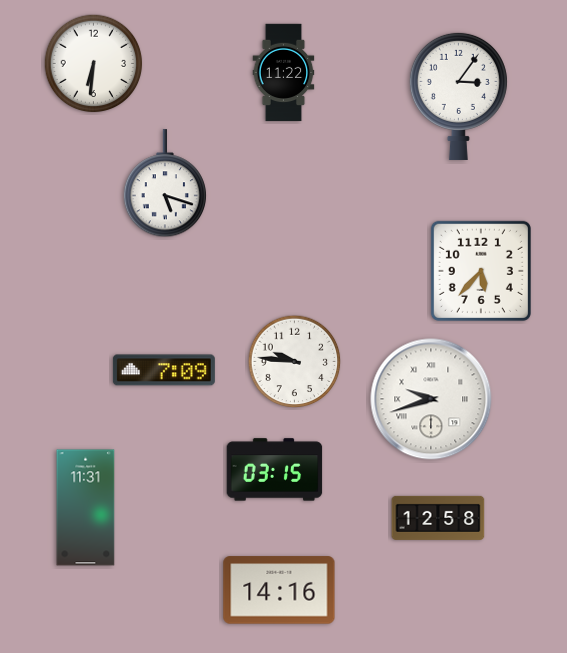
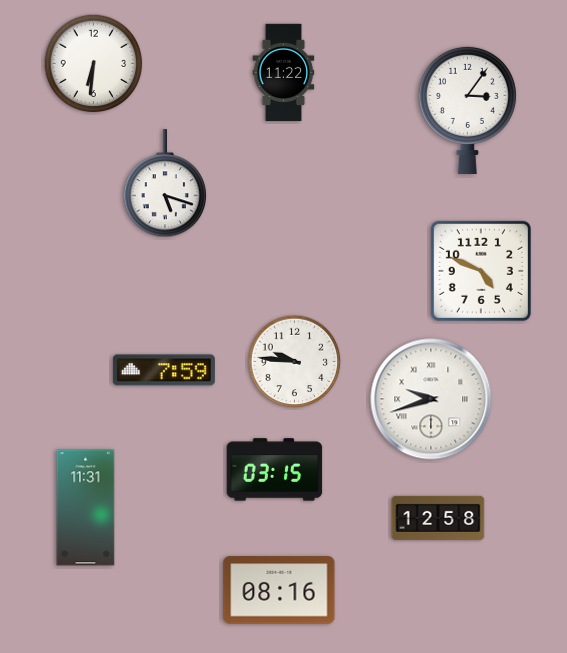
clock at (458, 96) position: (458, 96) -> (467, 110)
clock at (481, 271): 5:37 -> 4:49
clock at (164, 370): 7:09 -> 7:59
clock at (279, 590): 14:16 -> 08:16
